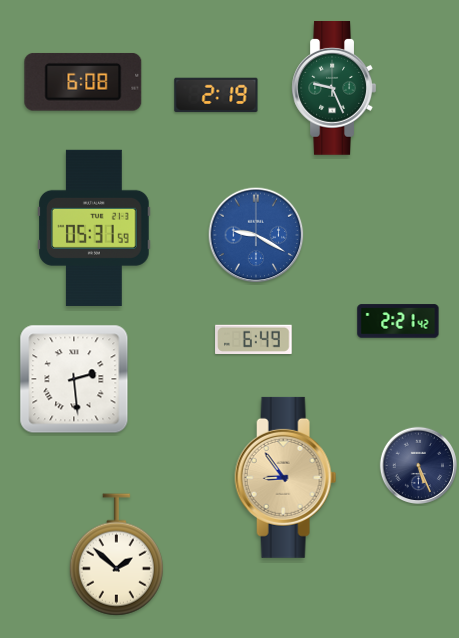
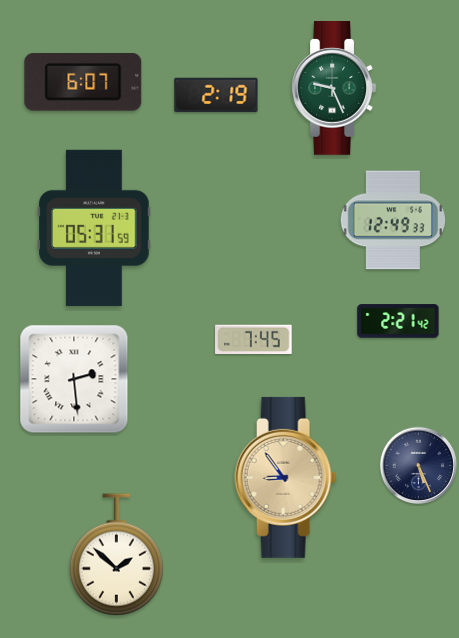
clock at (83, 82): 6:08 -> 6:07
clock at (392, 220): none -> 12:49
clock at (256, 235): 9:20 -> none
clock at (254, 339): 6:49 -> 7:45
